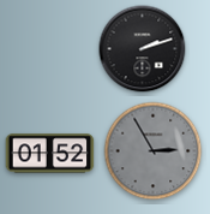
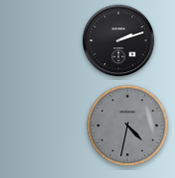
clock at (154, 151): 2:55 -> 4:32
clock at (50, 154): 01:52 -> none
